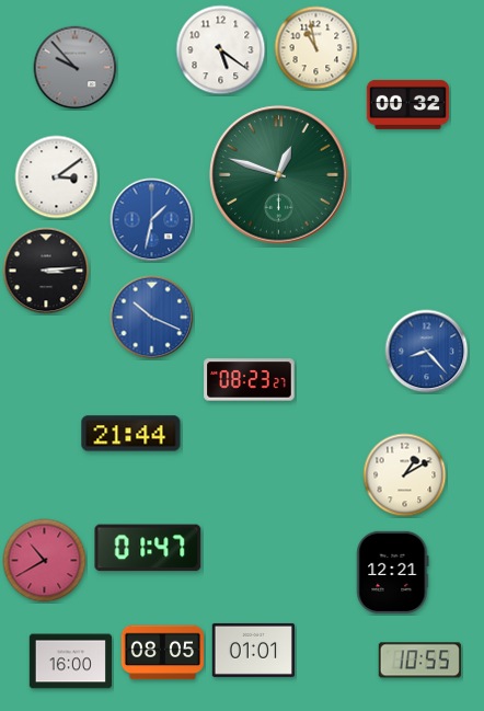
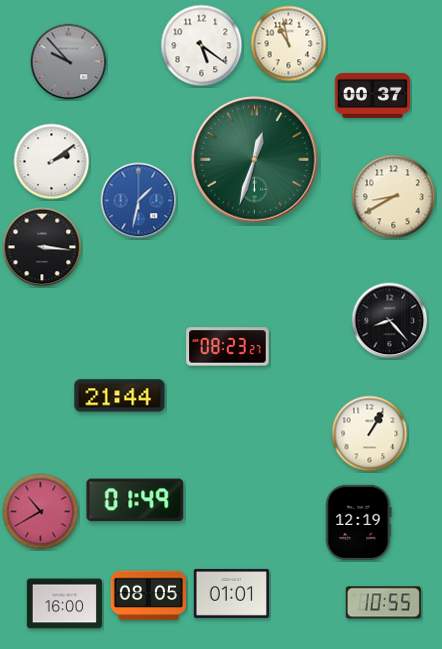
clock at (407, 104): 00:32 -> 00:37
clock at (279, 175): 12:48 -> 12:33
clock at (57, 177): 3:09 -> 2:09
clock at (394, 197): none -> 8:40
clock at (46, 271): 3:14 -> 3:16
clock at (152, 318): 10:19 -> none
clock at (427, 352) dial: blue -> black
clock at (405, 475): 1:10 -> 1:05
clock at (148, 548): 01:47 -> 01:49
clock at (393, 572): 12:21 -> 12:19
